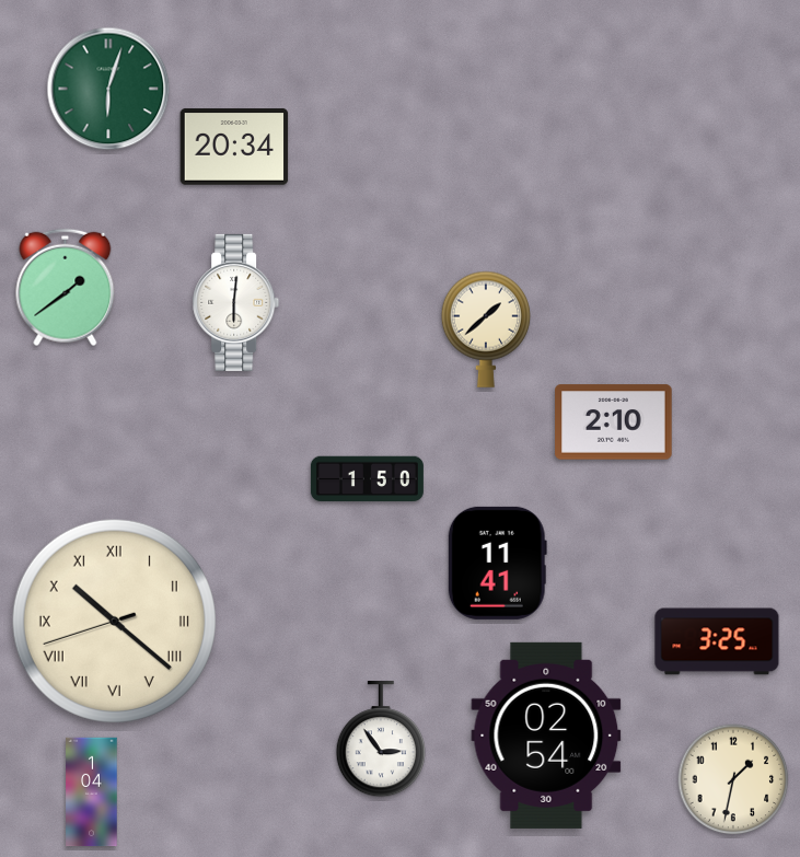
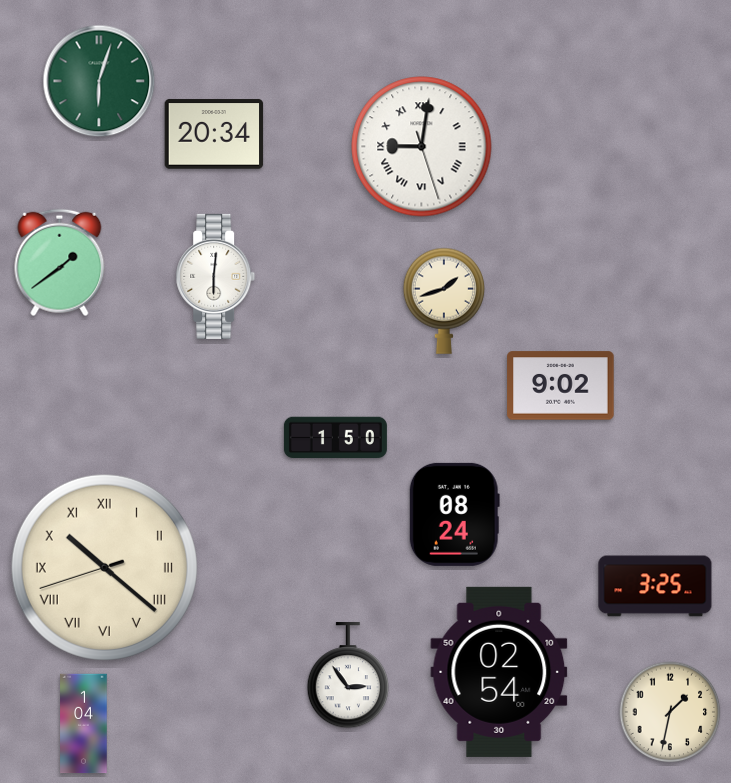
clock at (422, 147): none -> 9:01
clock at (485, 329): 1:38 -> 1:42
clock at (614, 422): 2:10 -> 9:02
clock at (497, 563): 11:41 -> 08:24
